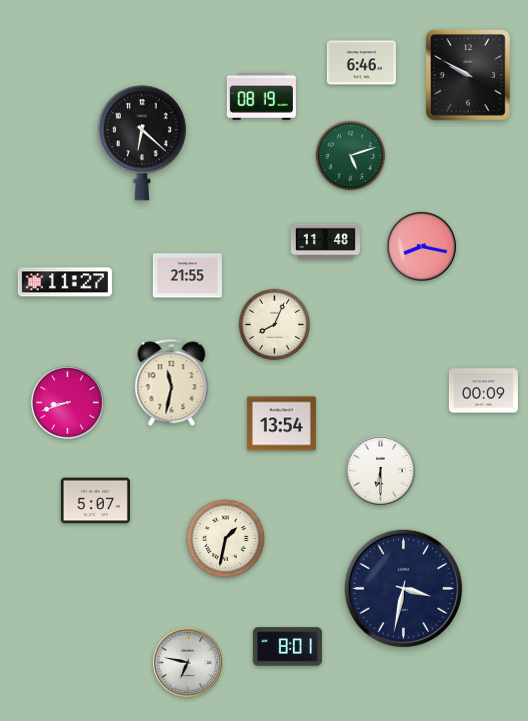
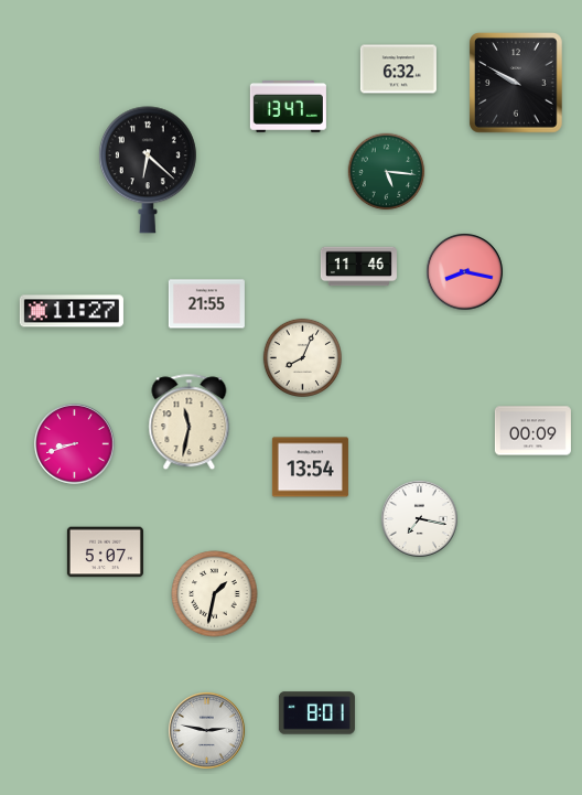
clock at (361, 63): 6:46 -> 6:32
clock at (261, 96): 08:19 -> 13:47
clock at (142, 143) position: (142, 143) -> (148, 170)
clock at (351, 156): 5:12 -> 5:16
clock at (325, 242): 11:48 -> 11:46
clock at (380, 470): 6:30 -> 7:17
clock at (226, 539) position: (226, 539) -> (215, 594)
clock at (404, 589): 3:32 -> none
clock at (187, 662): 6:47 -> 2:47
